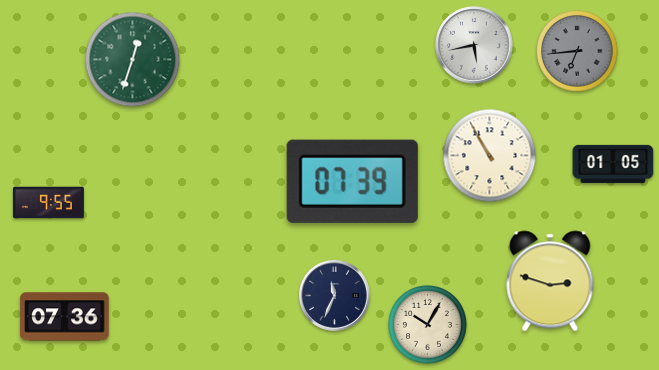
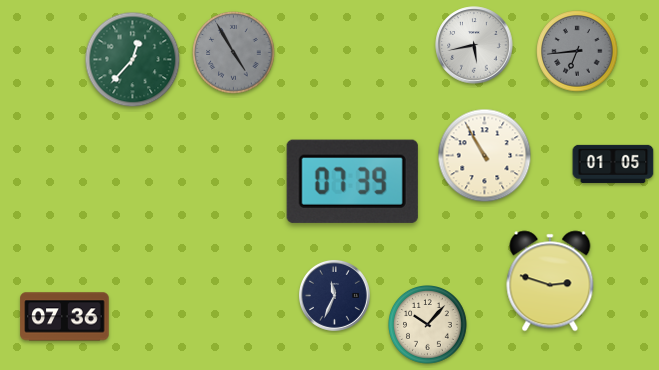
clock at (234, 53): none -> 4:55
clock at (133, 60): 12:33 -> 12:37
clock at (490, 156) position: (490, 156) -> (485, 156)
clock at (48, 203): 9:55 -> none
clock at (428, 325): 10:05 -> 10:07
